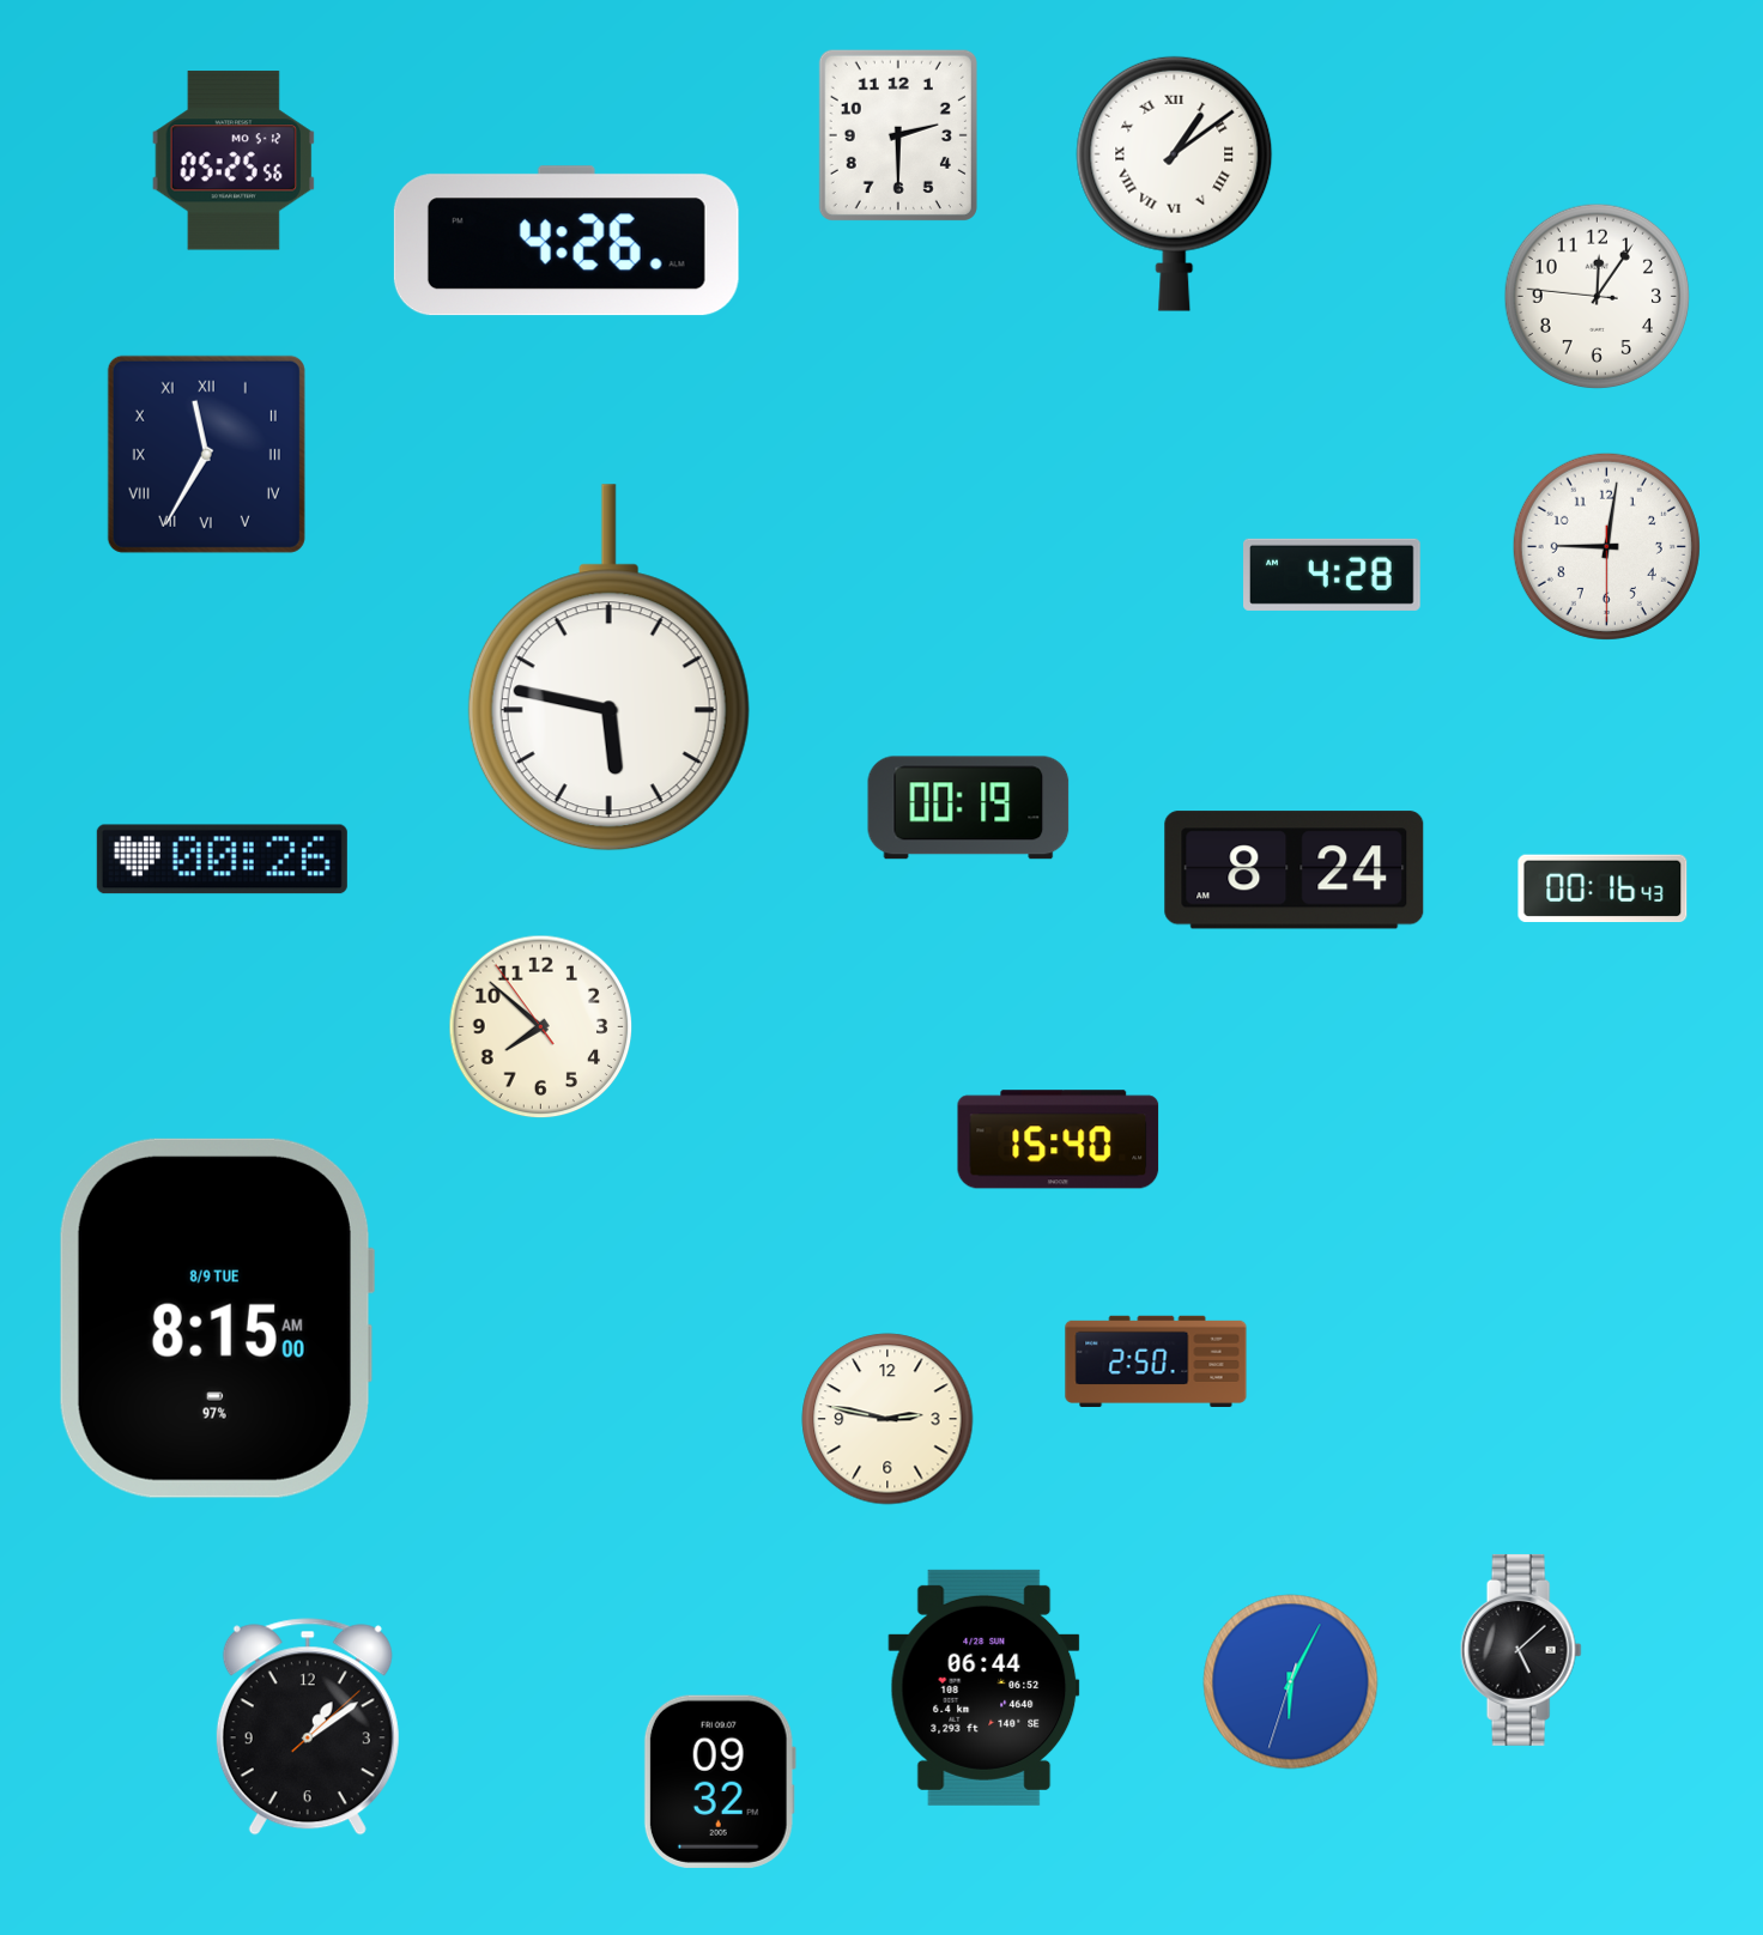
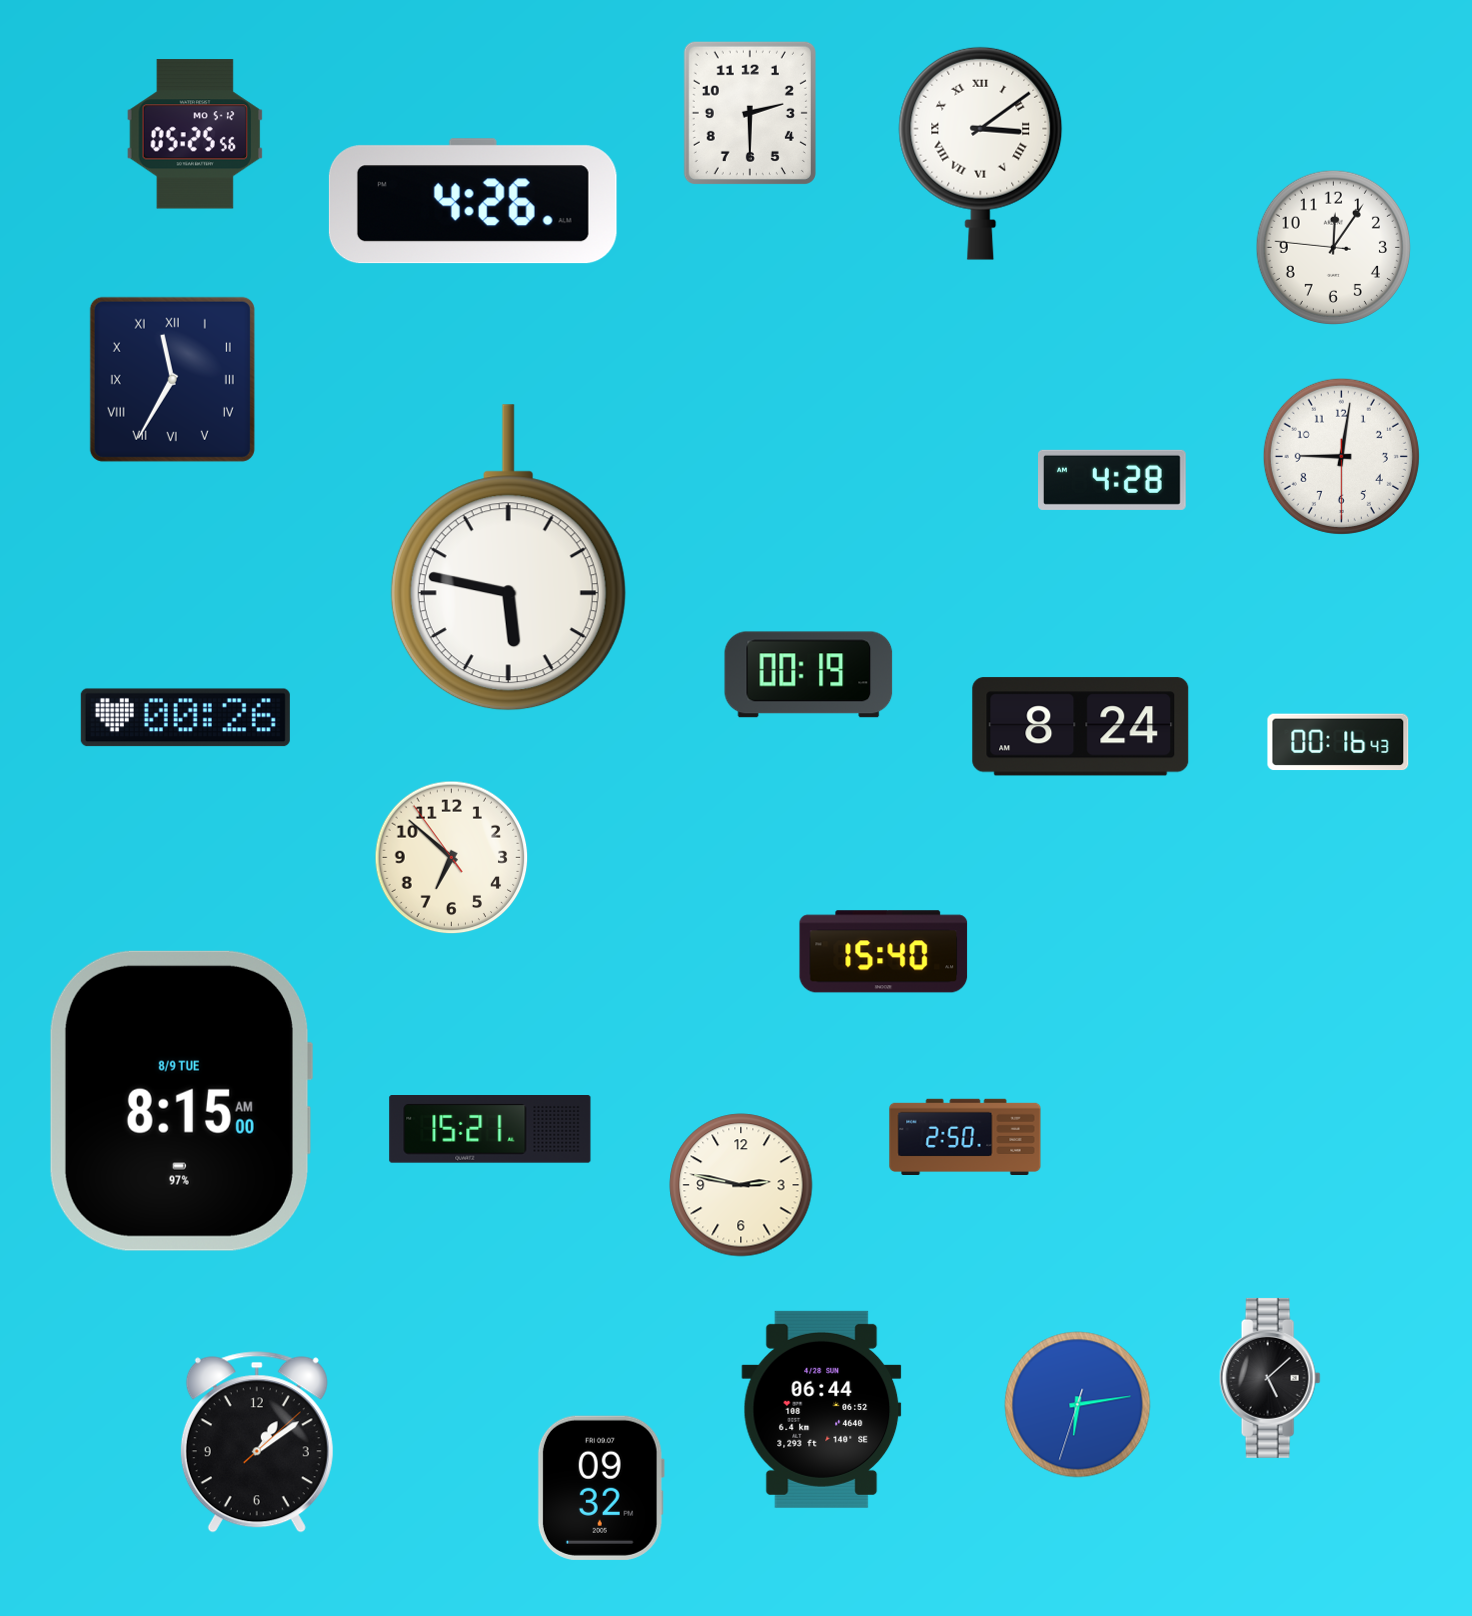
clock at (1175, 183): 1:09 -> 3:09
clock at (541, 1027): 7:51 -> 6:51
clock at (490, 1130): none -> 15:21
clock at (1291, 1682): 6:04 -> 6:13
